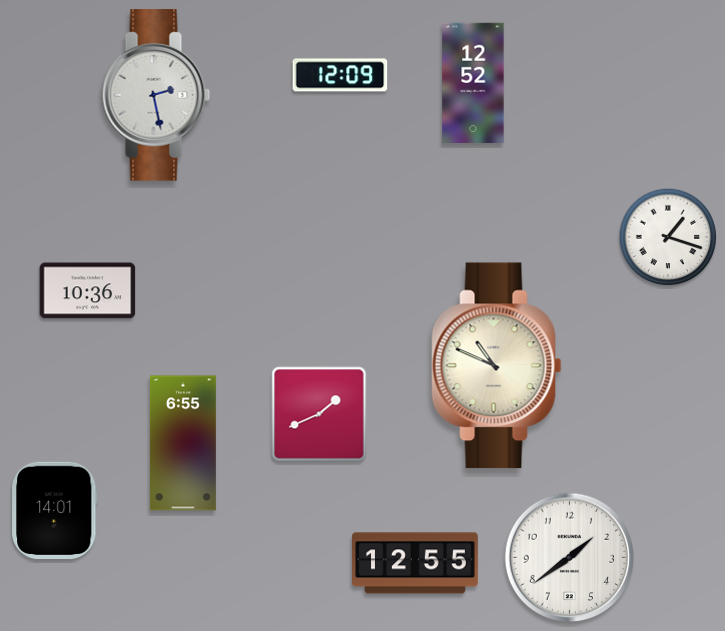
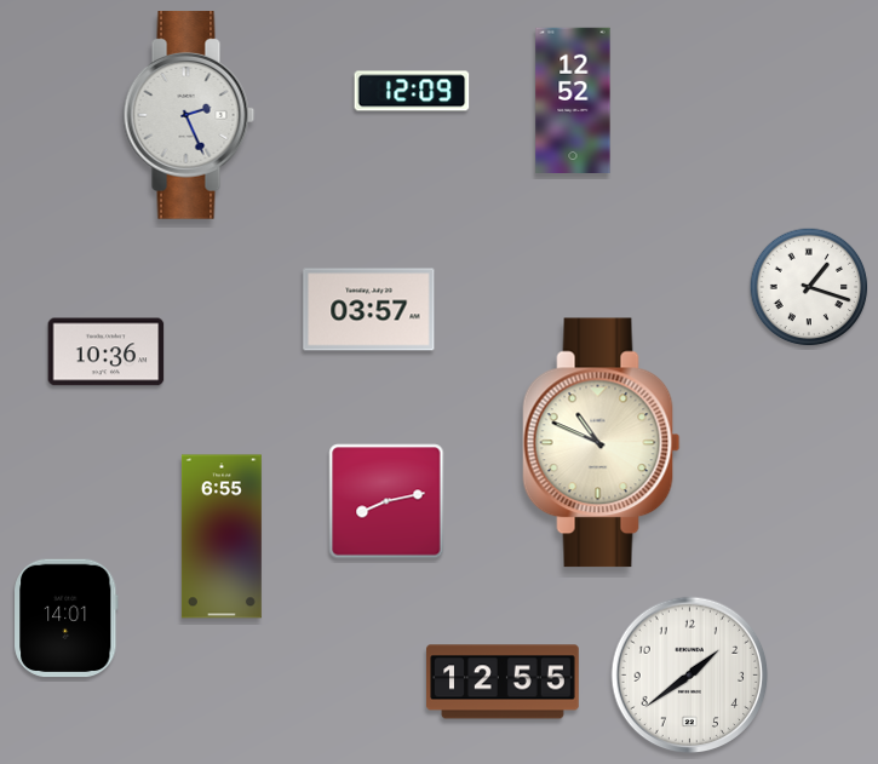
clock at (156, 95): 2:28 -> 2:26
clock at (369, 310): none -> 03:57
clock at (319, 414): 1:41 -> 8:13
